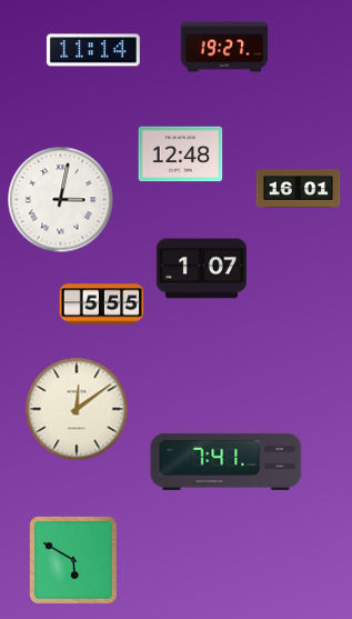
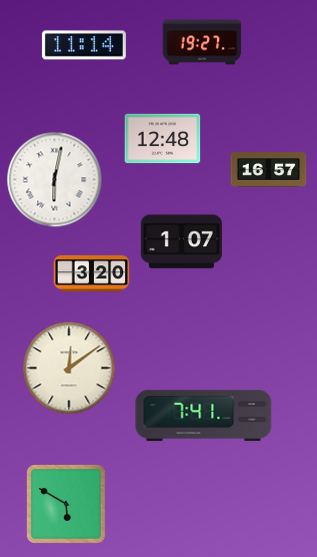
clock at (299, 189): 16:01 -> 16:57
clock at (61, 200): 3:02 -> 6:02
clock at (102, 304): 5:55 -> 3:20
